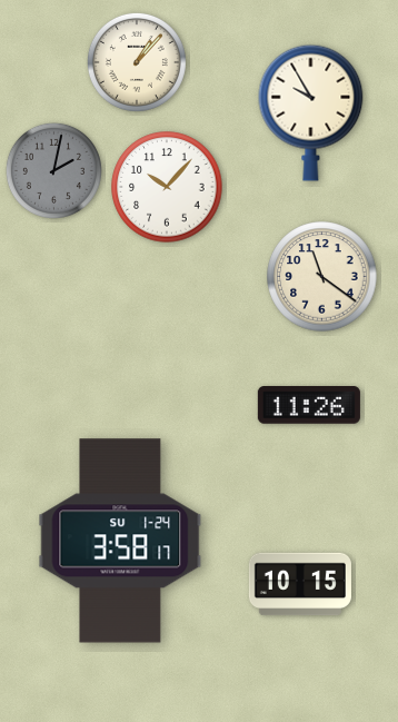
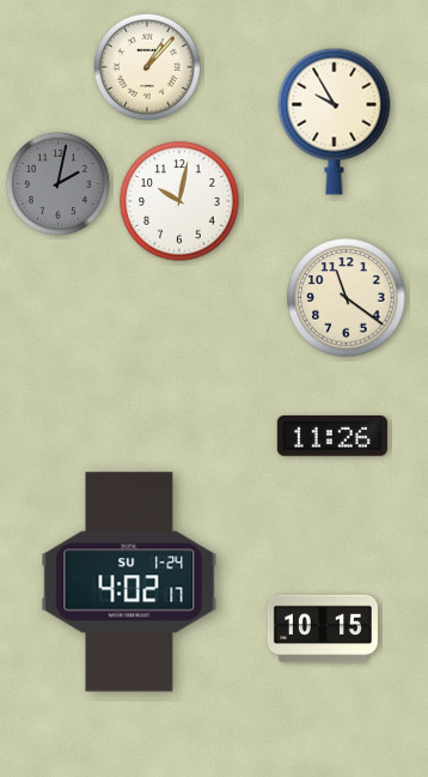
clock at (167, 187): 10:07 -> 10:02
clock at (120, 541): 3:58 -> 4:02
